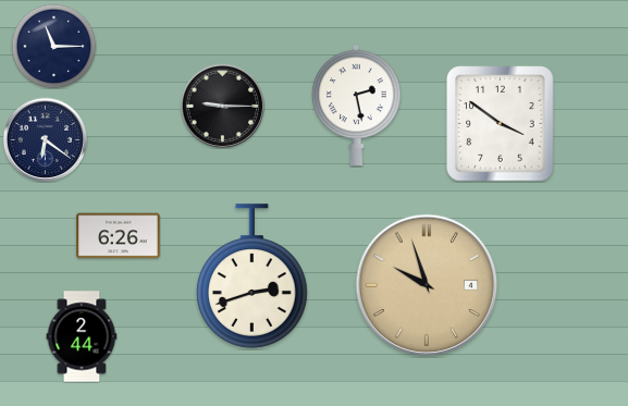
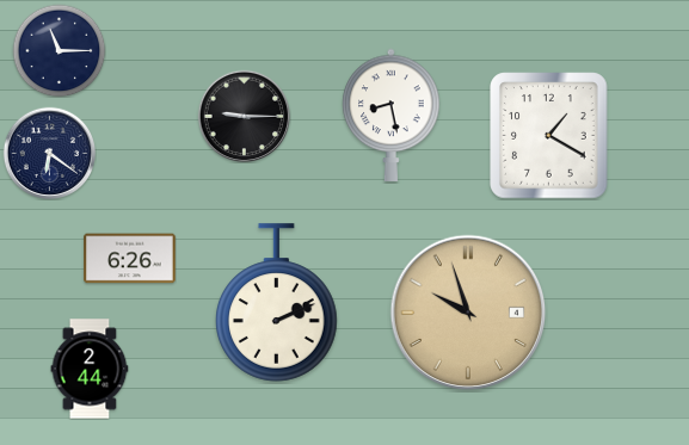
clock at (357, 104): 2:28 -> 8:28
clock at (501, 124): 3:51 -> 1:20
clock at (253, 276): 2:42 -> 2:11
